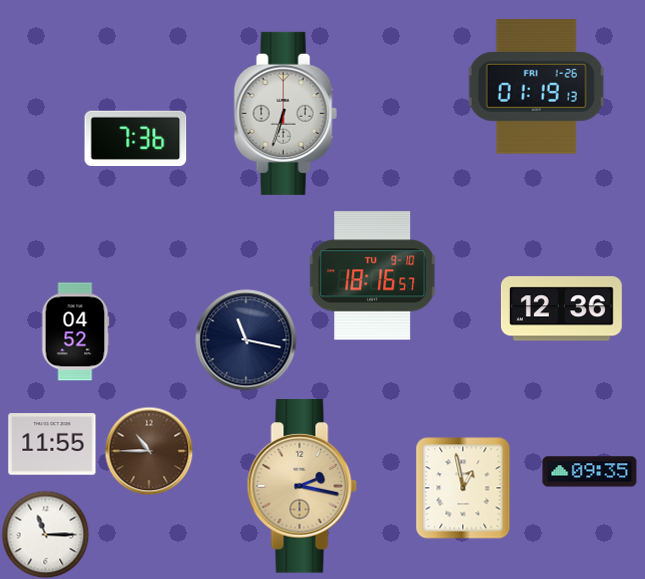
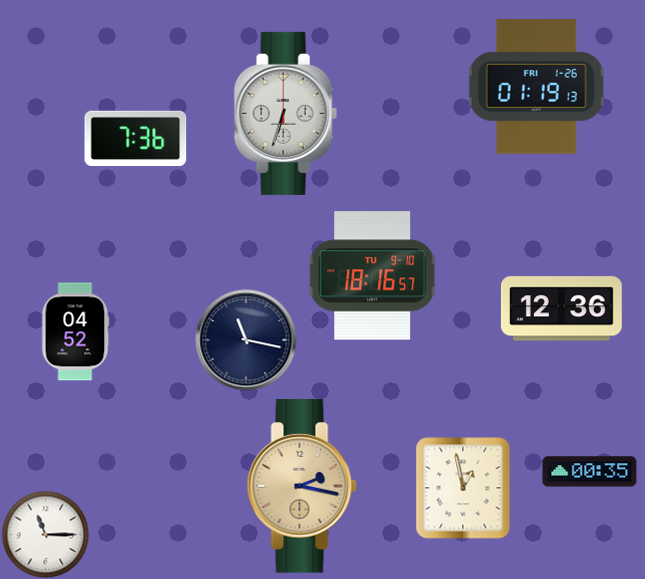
clock at (52, 444): 11:55 -> none
clock at (149, 451): 10:45 -> none
clock at (590, 472): 09:35 -> 00:35
